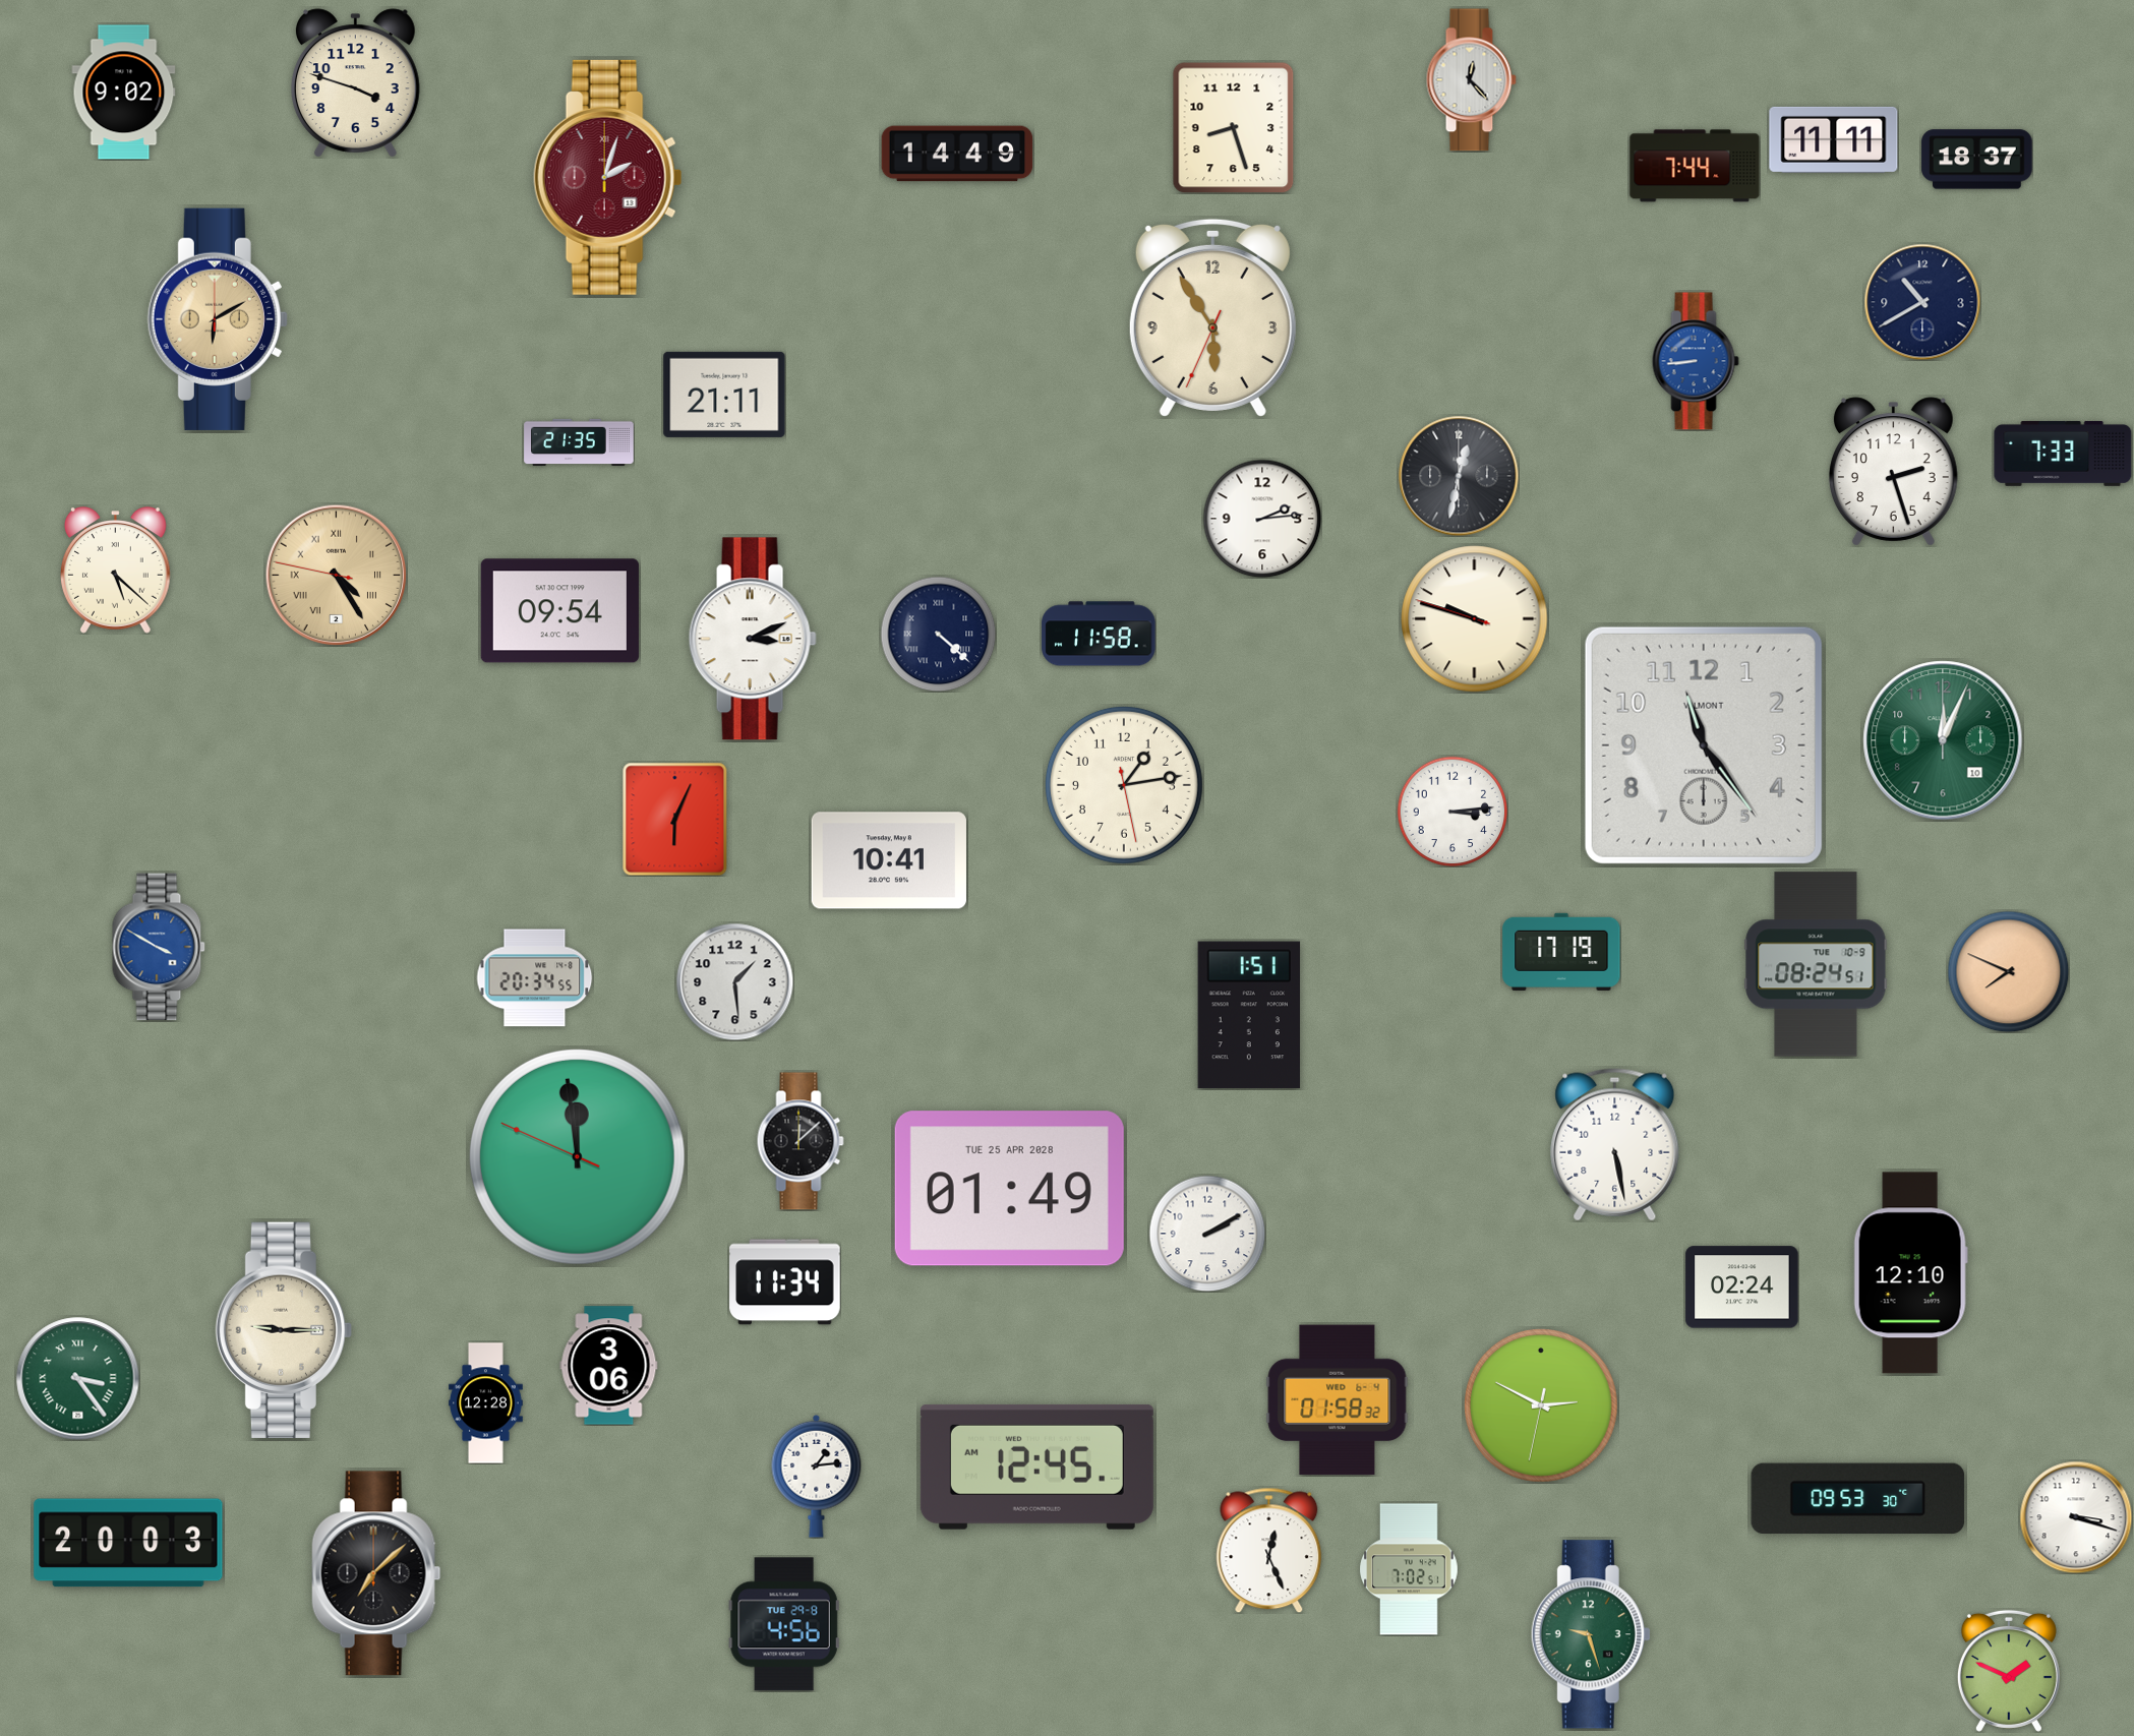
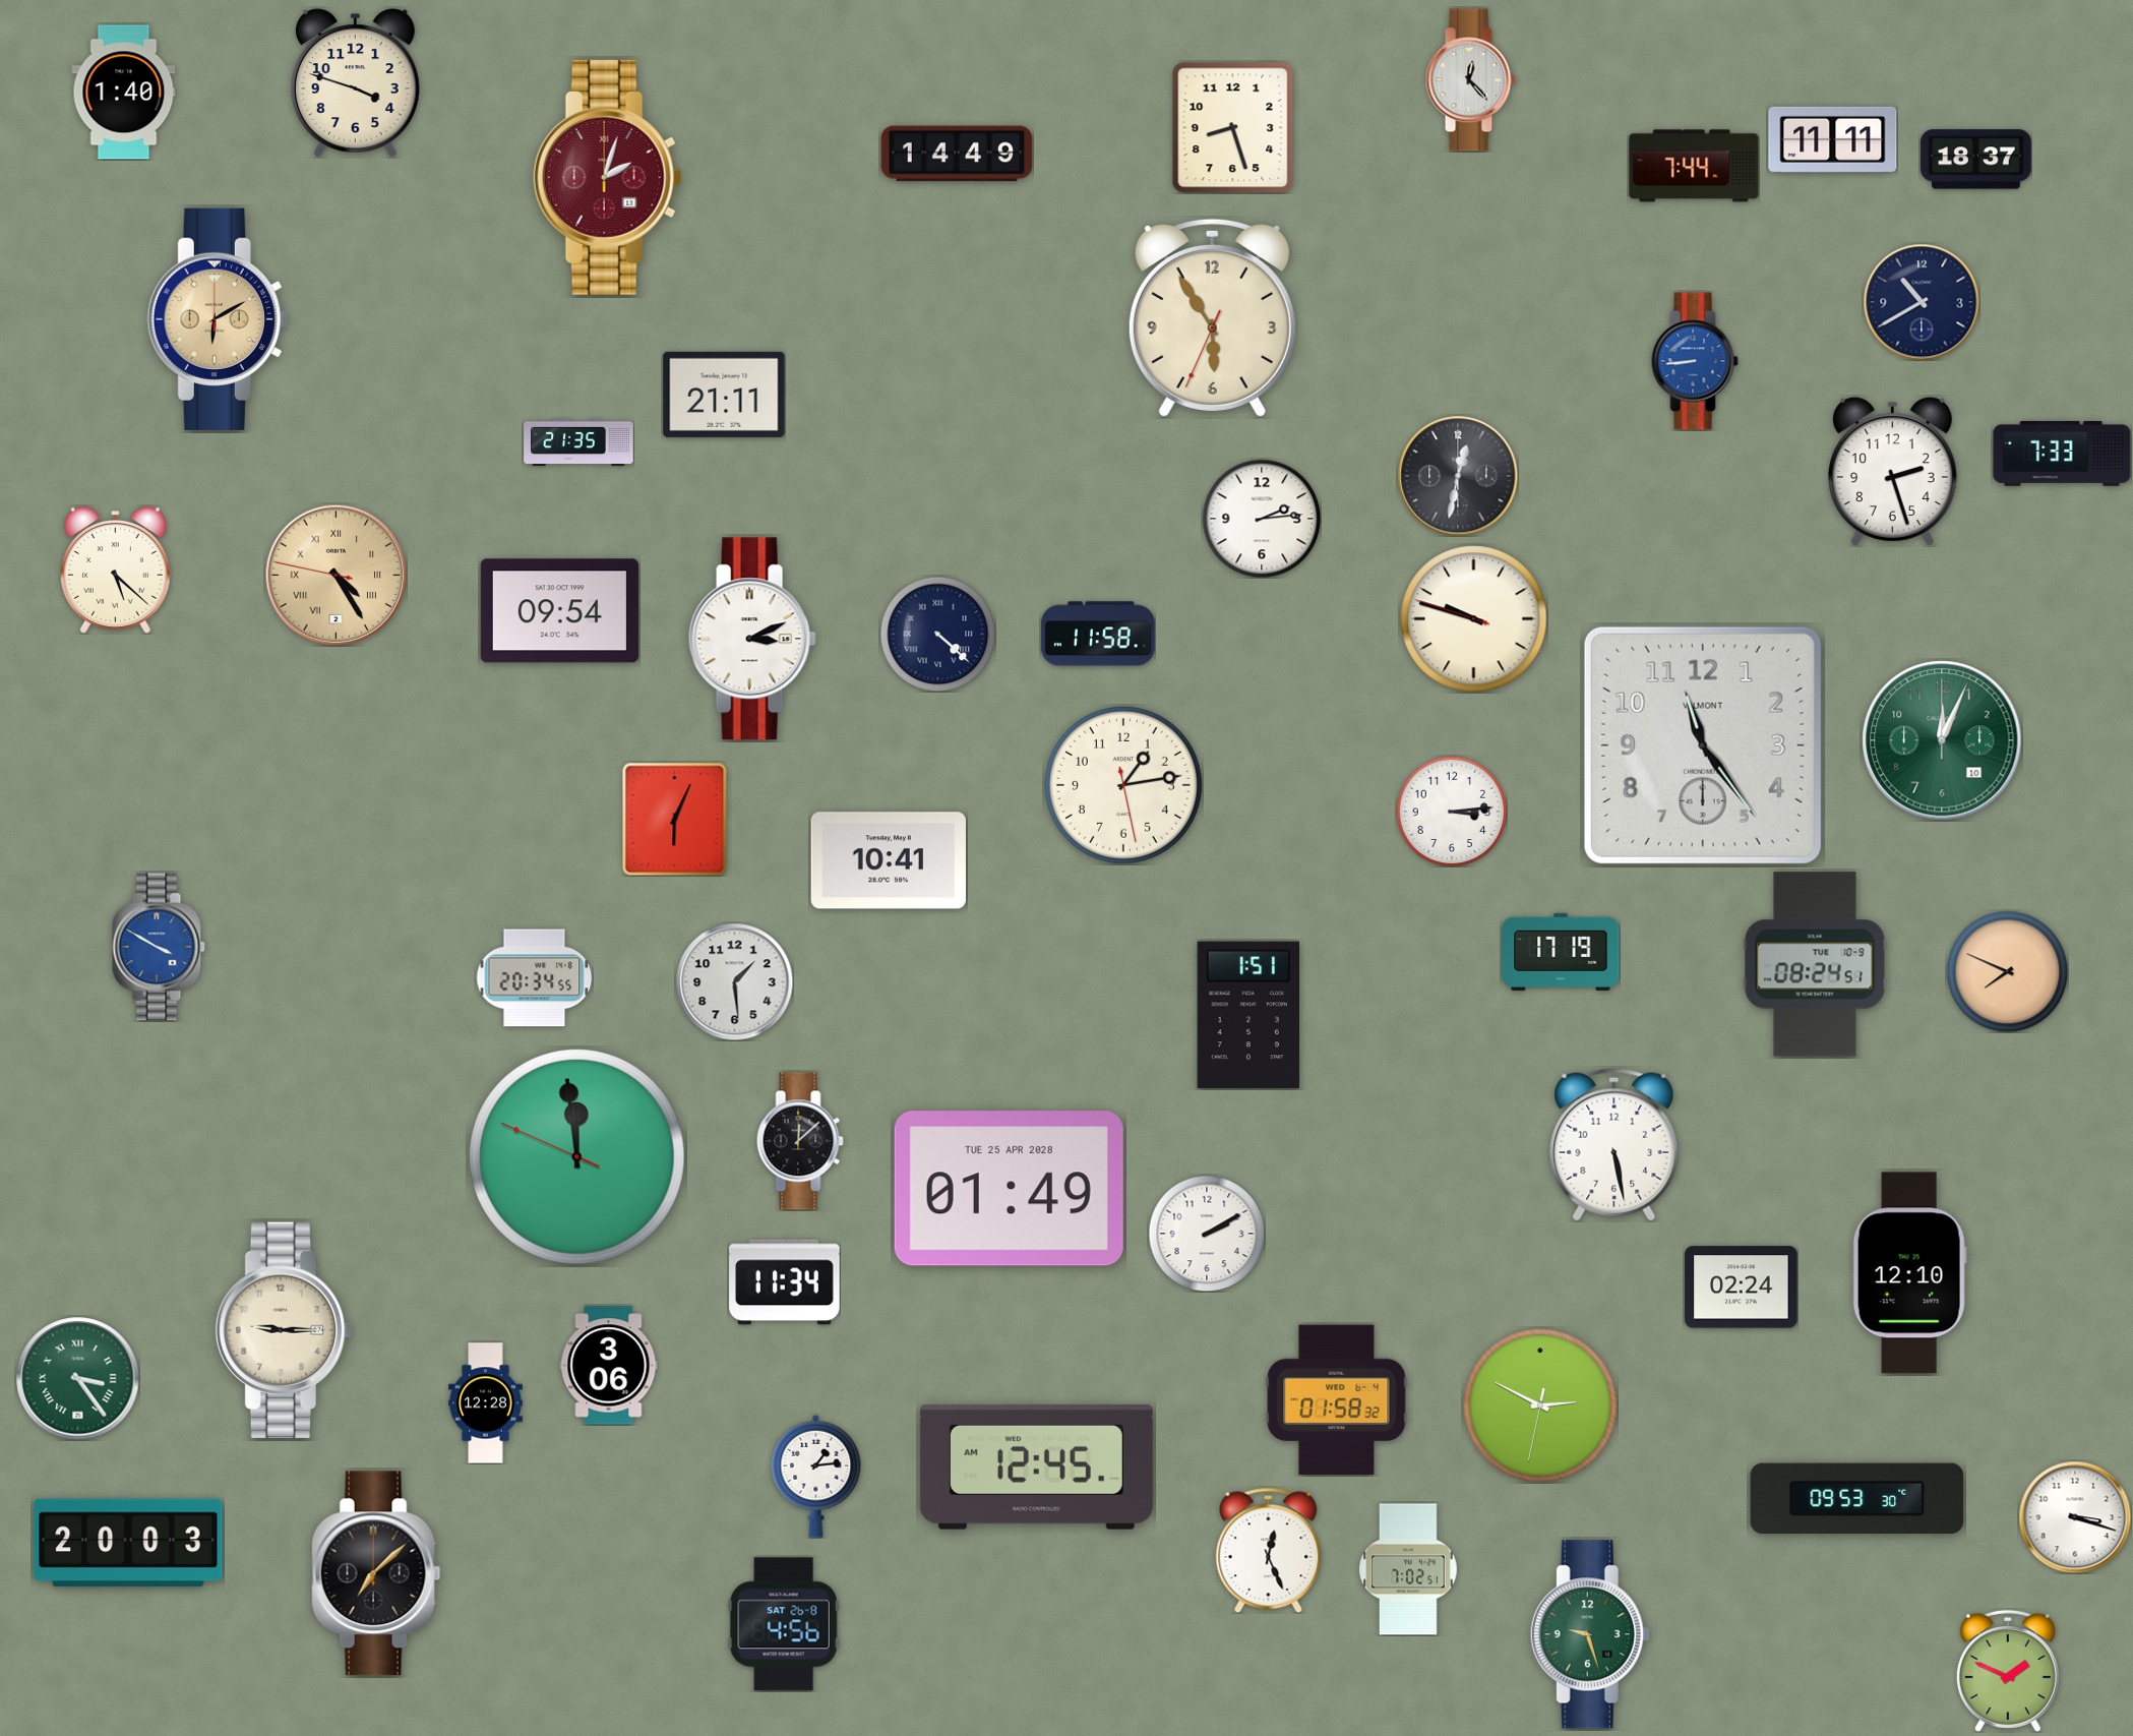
clock at (124, 93): 9:02 -> 1:40
clock at (784, 1624) date: TUE 29-8 -> SAT 26-8
